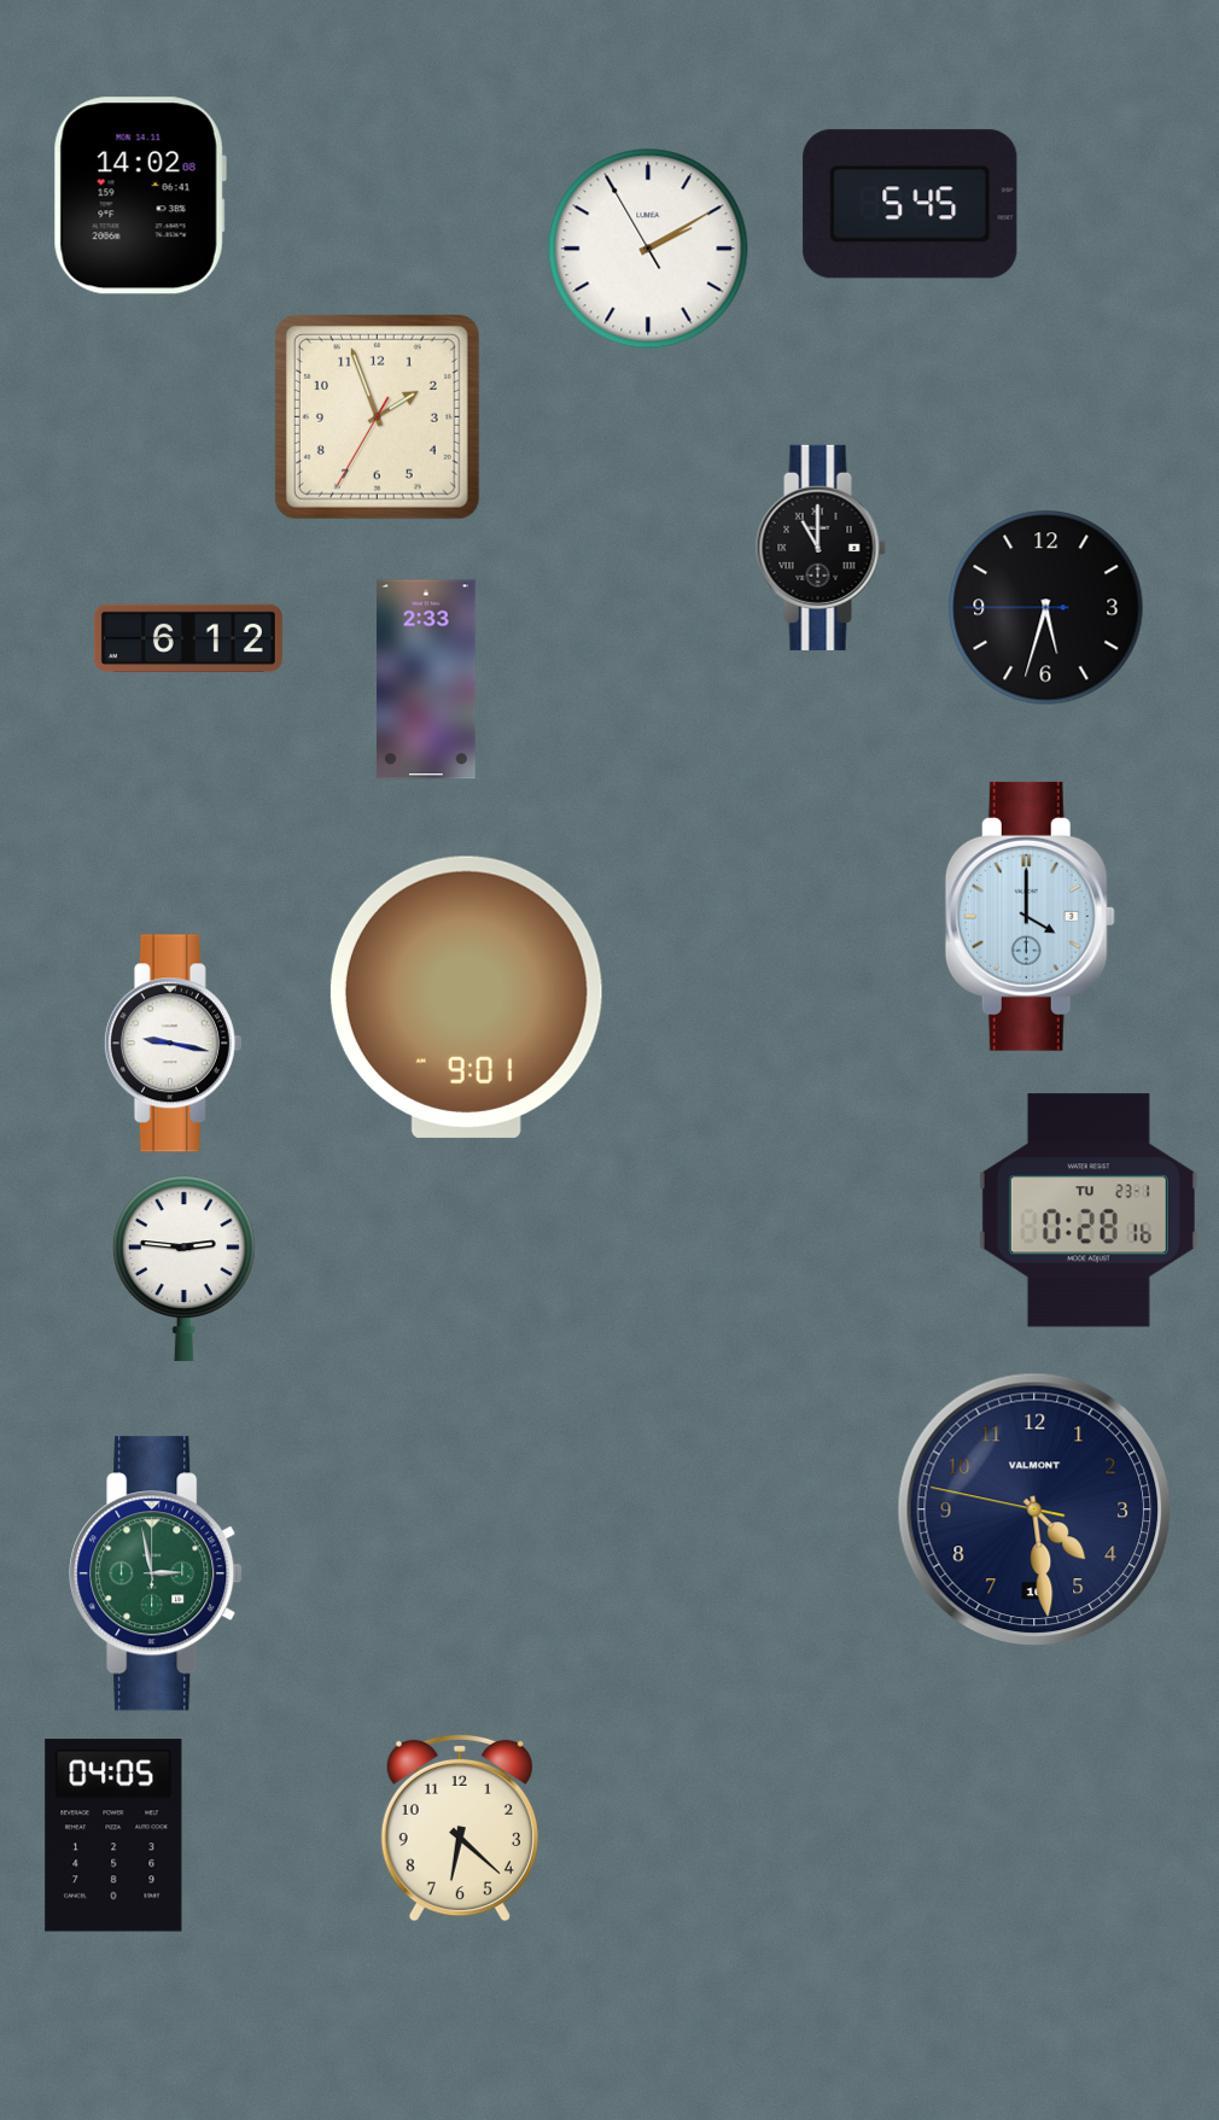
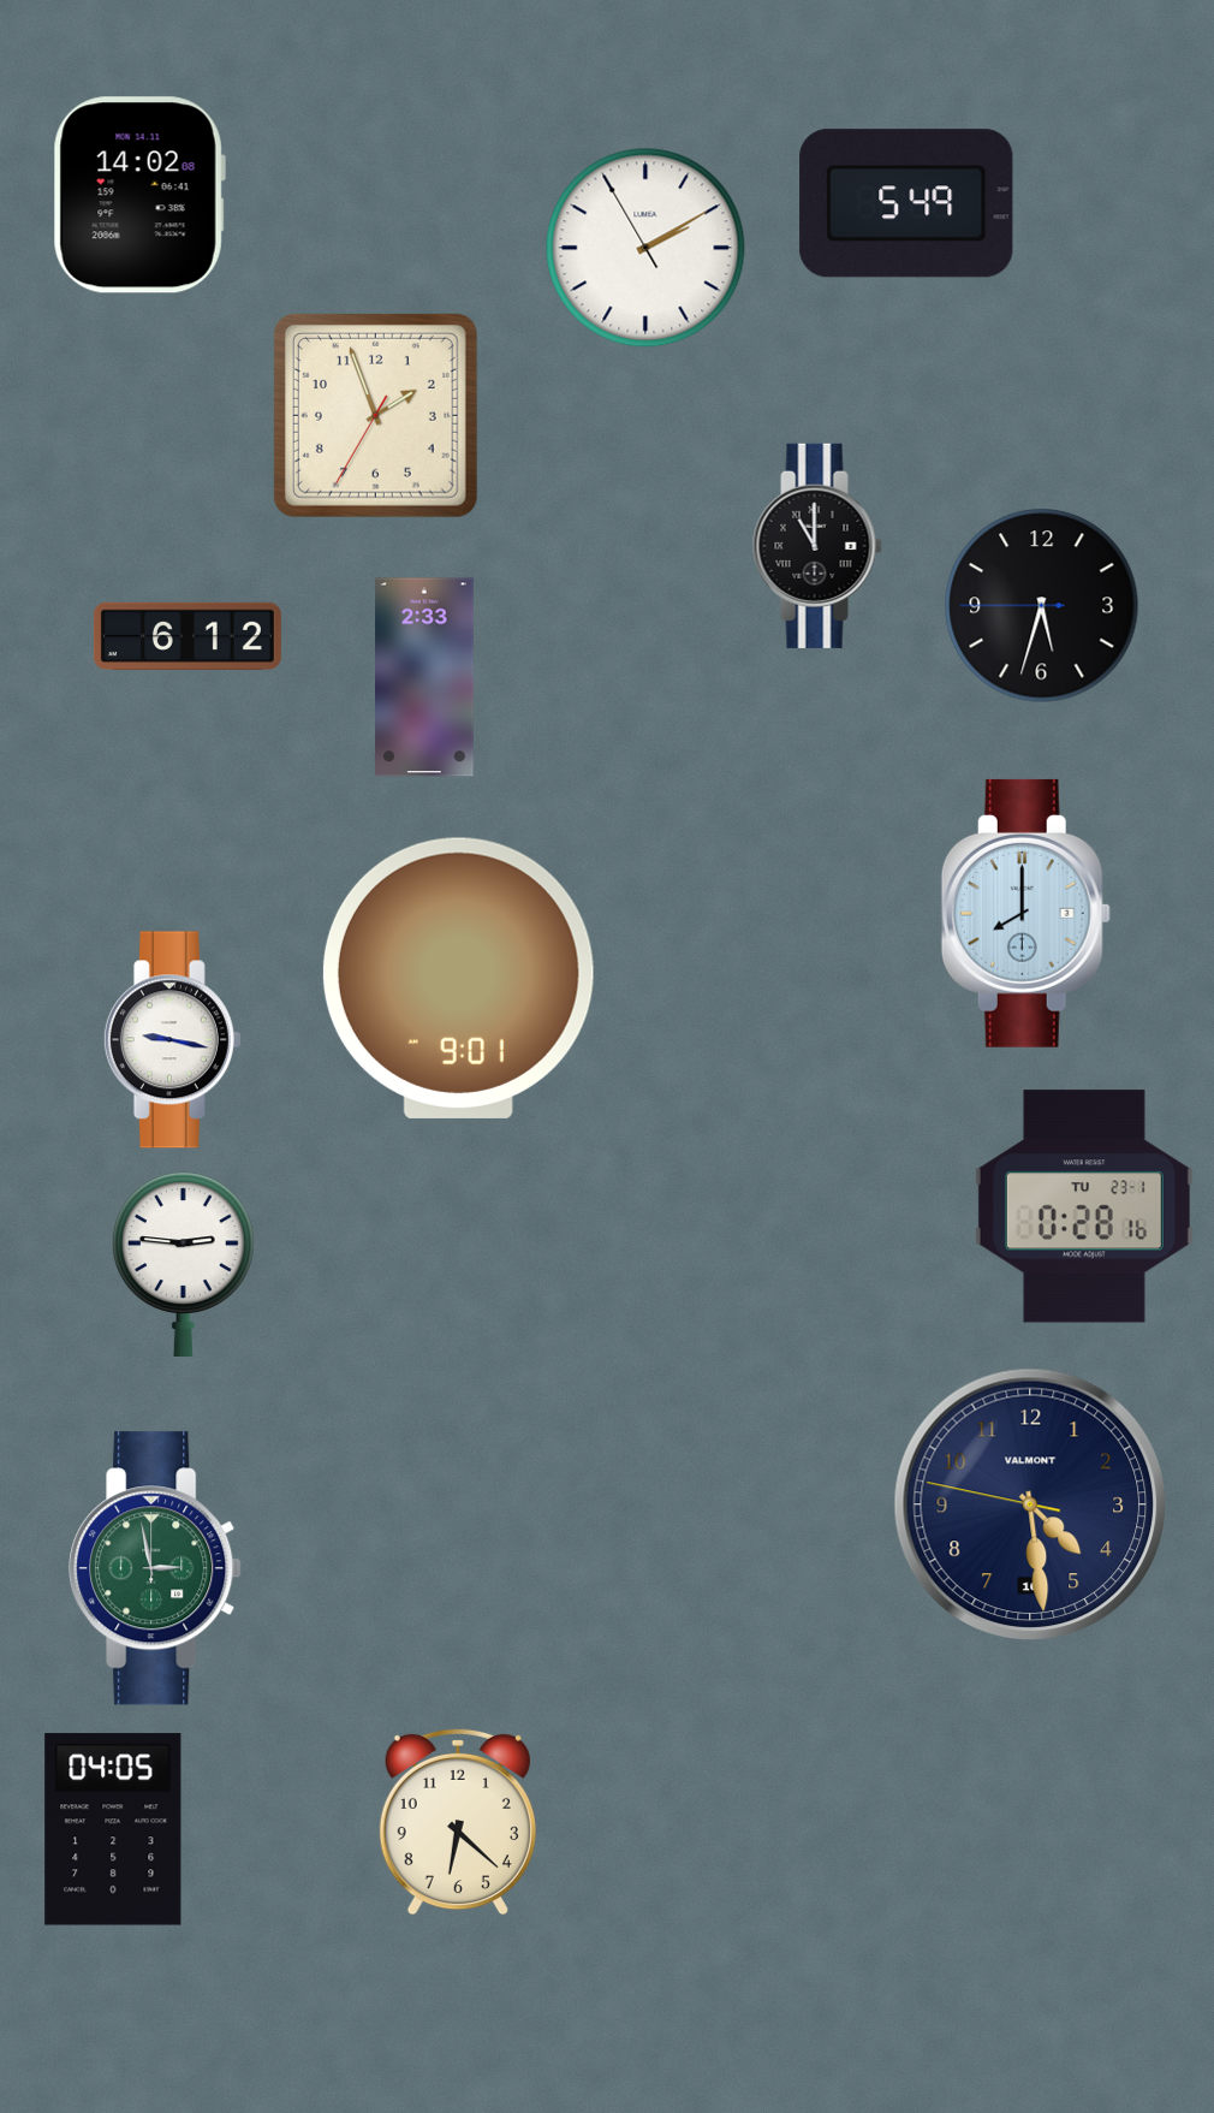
clock at (910, 204): 5:45 -> 5:49
clock at (1030, 916): 4:00 -> 8:00
clock at (466, 997) position: (466, 997) -> (458, 978)
